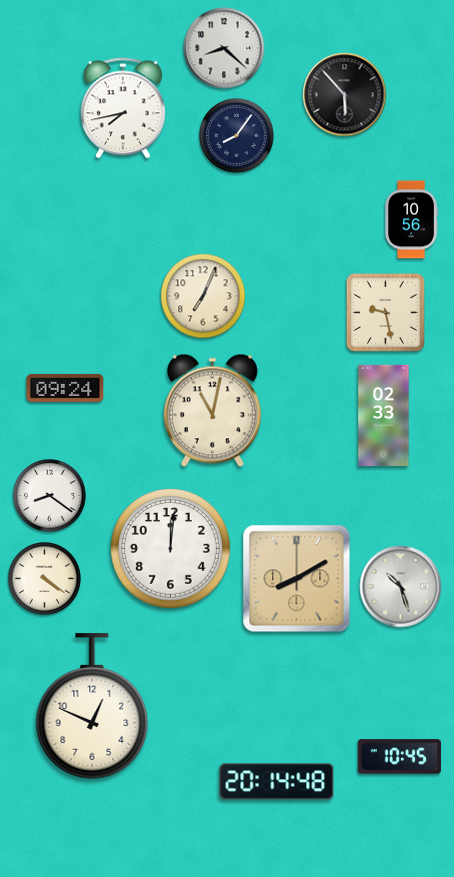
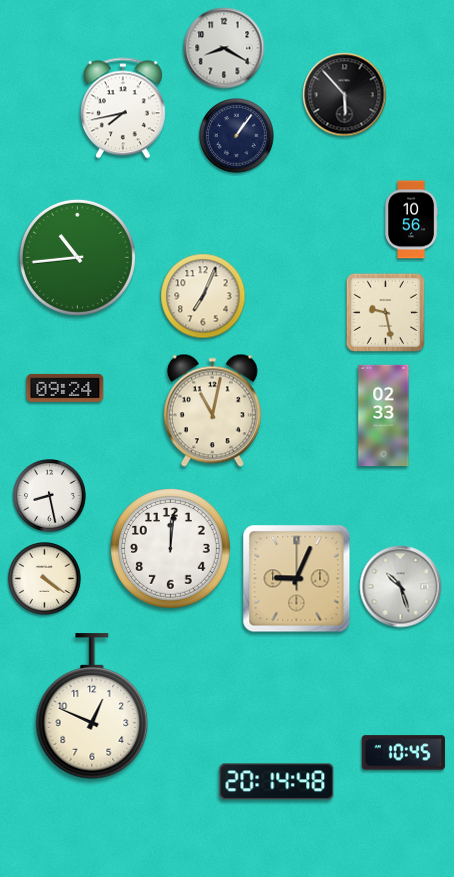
clock at (224, 48): 8:22 -> 8:20
clock at (237, 136): 8:06 -> 1:06
clock at (77, 257): none -> 10:44
clock at (50, 496): 8:21 -> 8:28
clock at (297, 579): 8:10 -> 9:04
clock at (399, 757) position: (399, 757) -> (403, 753)
